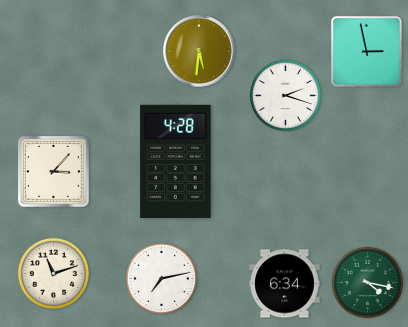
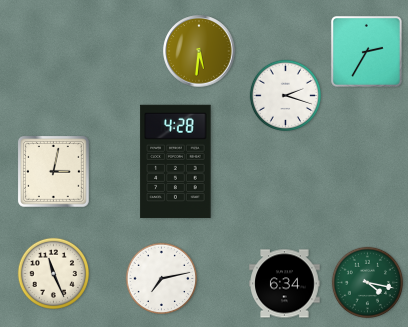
clock at (366, 51): 2:58 -> 2:35
clock at (53, 171): 3:07 -> 3:02
clock at (53, 273): 11:12 -> 11:26
